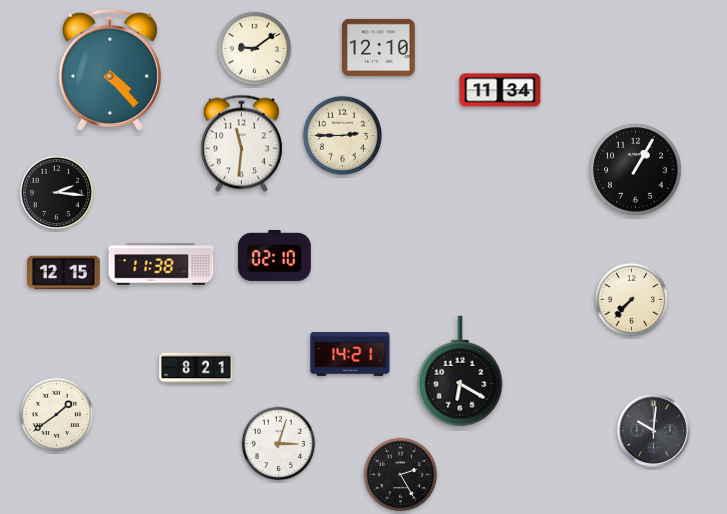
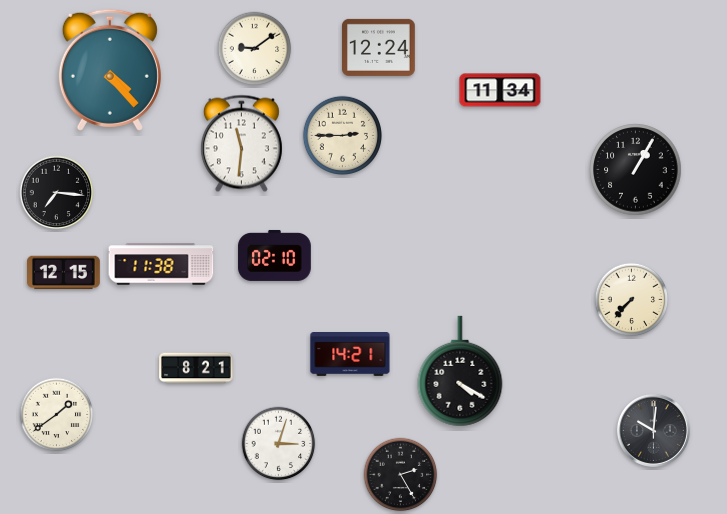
clock at (379, 47): 12:10 -> 12:24
clock at (57, 193): 2:16 -> 7:16
clock at (460, 371): 6:20 -> 4:20
